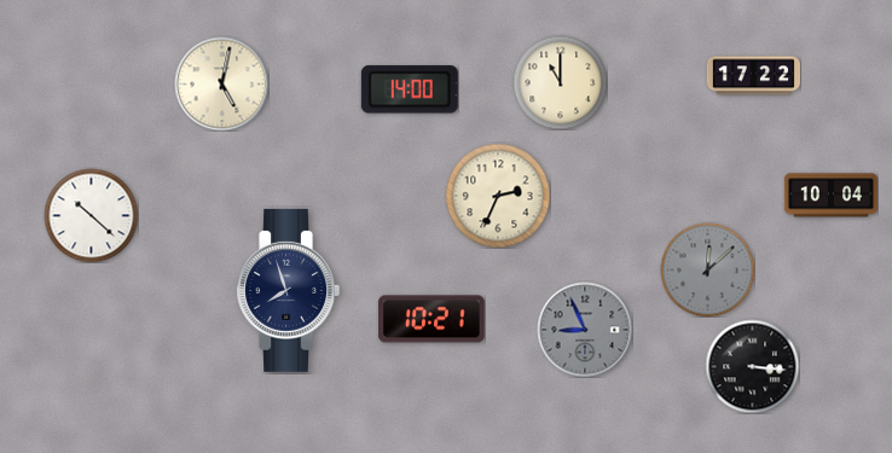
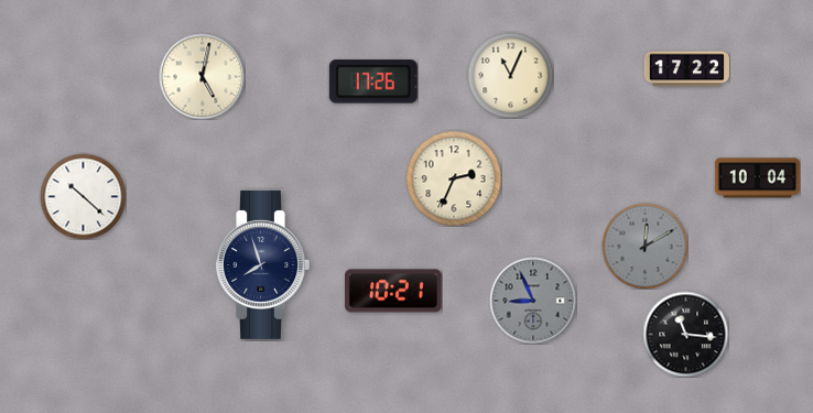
clock at (560, 82): 11:00 -> 11:04
clock at (410, 89): 14:00 -> 17:26
clock at (707, 269): 12:08 -> 12:10
clock at (752, 366): 3:16 -> 11:16
